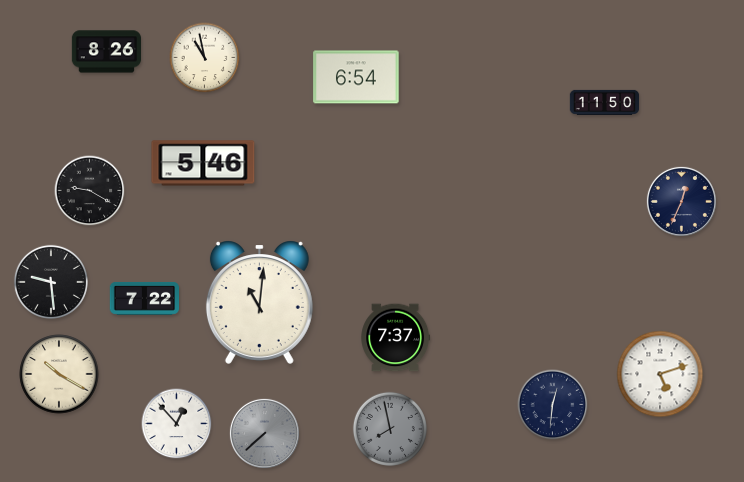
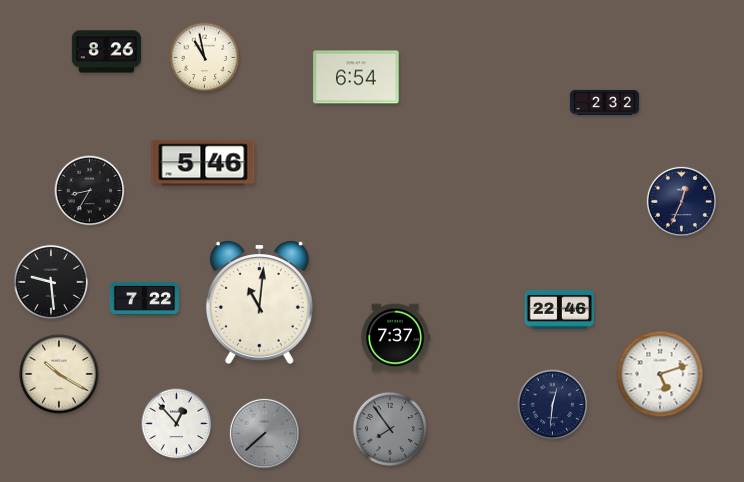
clock at (605, 102): 11:50 -> 2:32
clock at (90, 191): 9:20 -> 8:35
clock at (559, 310): none -> 22:46
clock at (390, 429): 7:58 -> 7:54
